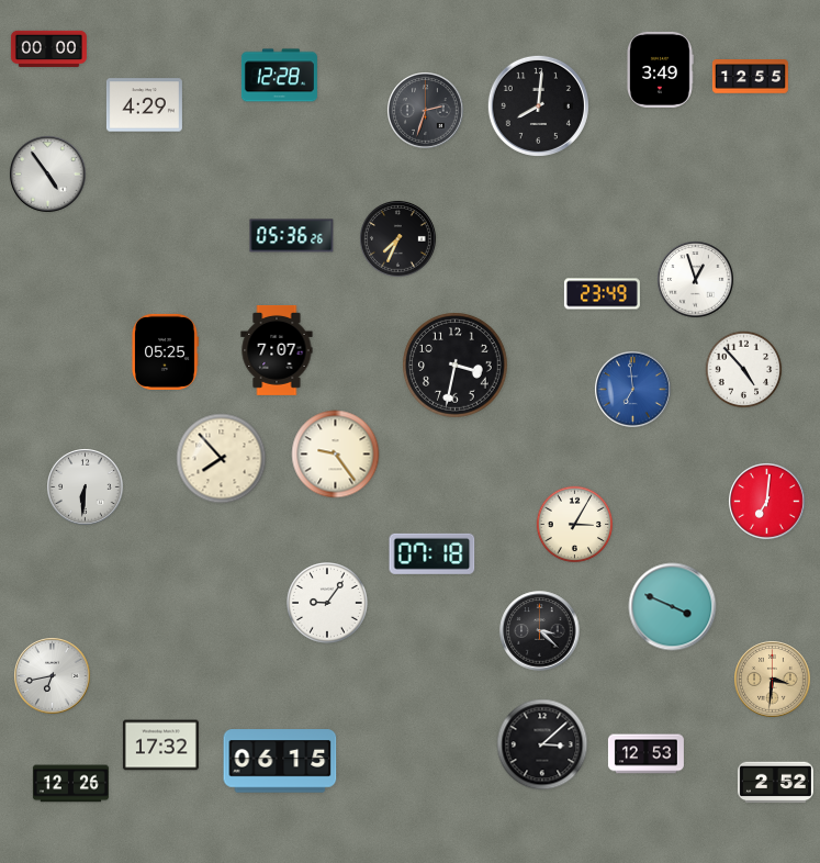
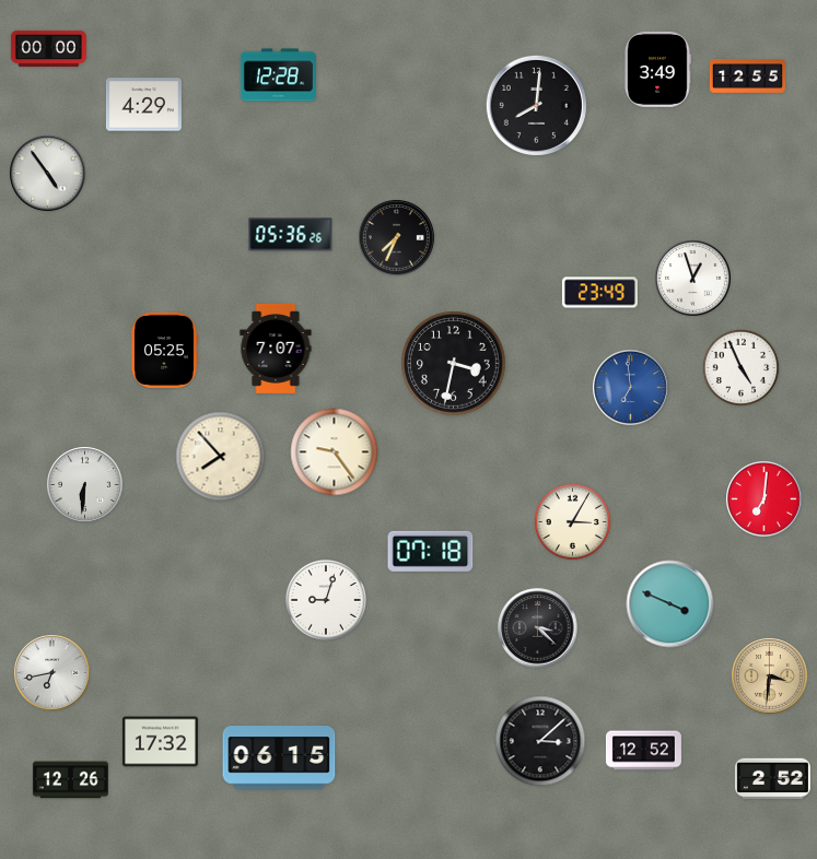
clock at (426, 111): 2:33 -> none
clock at (744, 370): 4:53 -> 4:56
clock at (328, 604): 9:06 -> 9:03
clock at (645, 754): 12:53 -> 12:52
